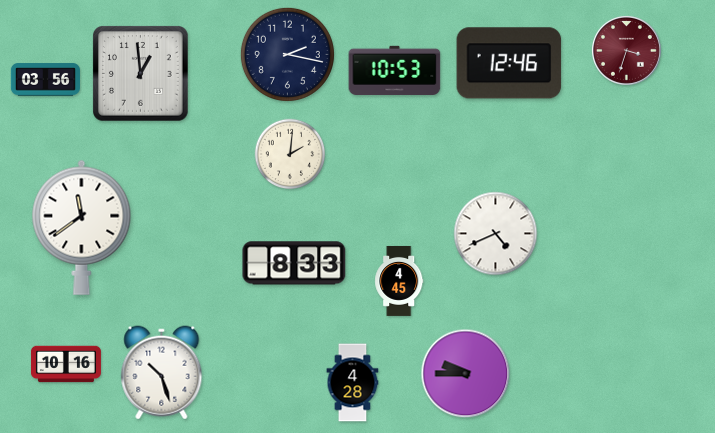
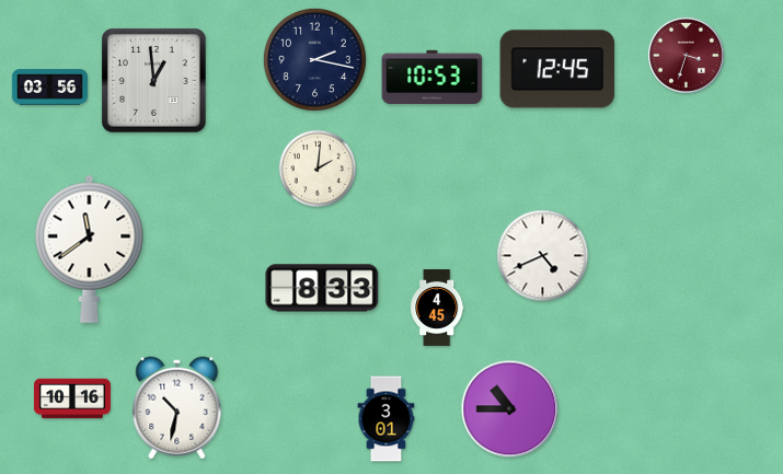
clock at (509, 63): 12:46 -> 12:45
clock at (162, 373): 10:27 -> 10:32
clock at (466, 374): 9:45 -> 10:45
clock at (353, 383): 4:28 -> 3:01
